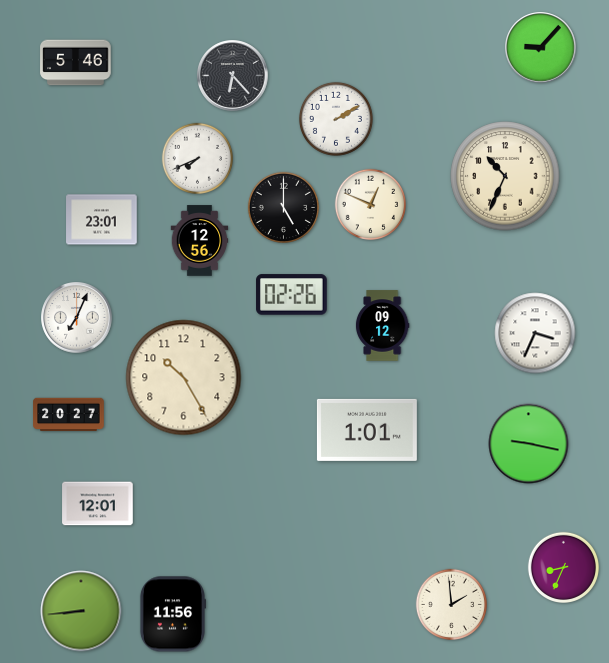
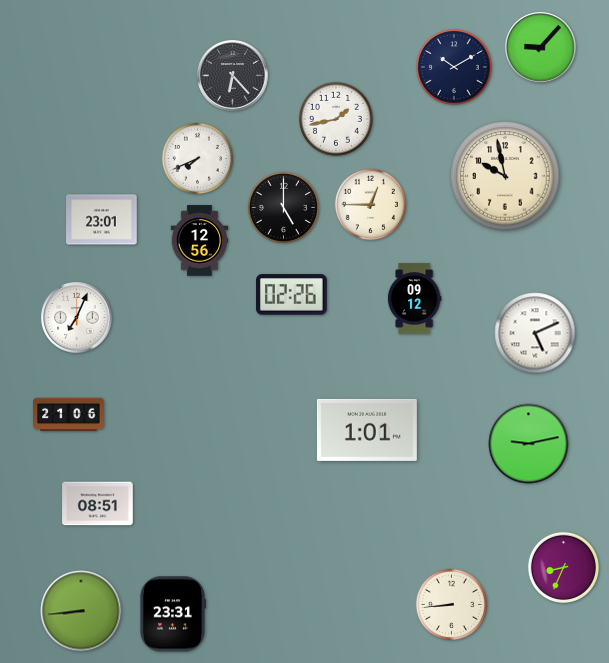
clock at (76, 63): 5:46 -> none
clock at (455, 68): none -> 10:10
clock at (336, 119): 2:10 -> 1:43
clock at (505, 176): 10:34 -> 9:58
clock at (370, 204): 12:49 -> 12:45
clock at (382, 326) position: (382, 326) -> (414, 299)
clock at (535, 333): 3:34 -> 5:11
clock at (184, 378): 10:25 -> none
clock at (69, 415): 20:27 -> 21:06
clock at (529, 444): 9:17 -> 9:13
clock at (98, 504): 12:01 -> 08:51
clock at (451, 604): 1:59 -> 8:44
clock at (172, 614): 11:56 -> 23:31
